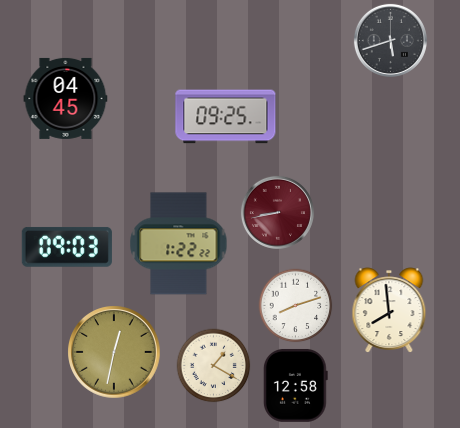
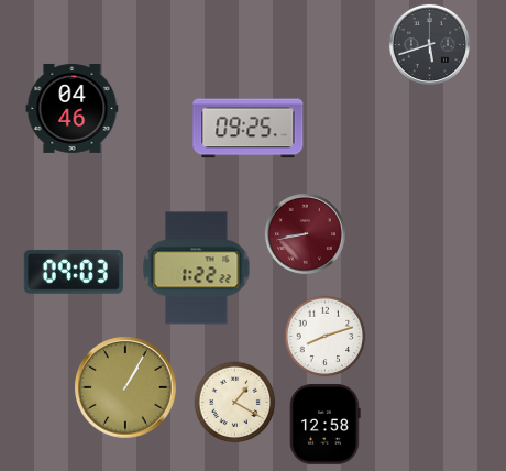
clock at (66, 98): 04:45 -> 04:46
clock at (389, 310): 7:59 -> none
clock at (114, 352): 12:32 -> 1:05
